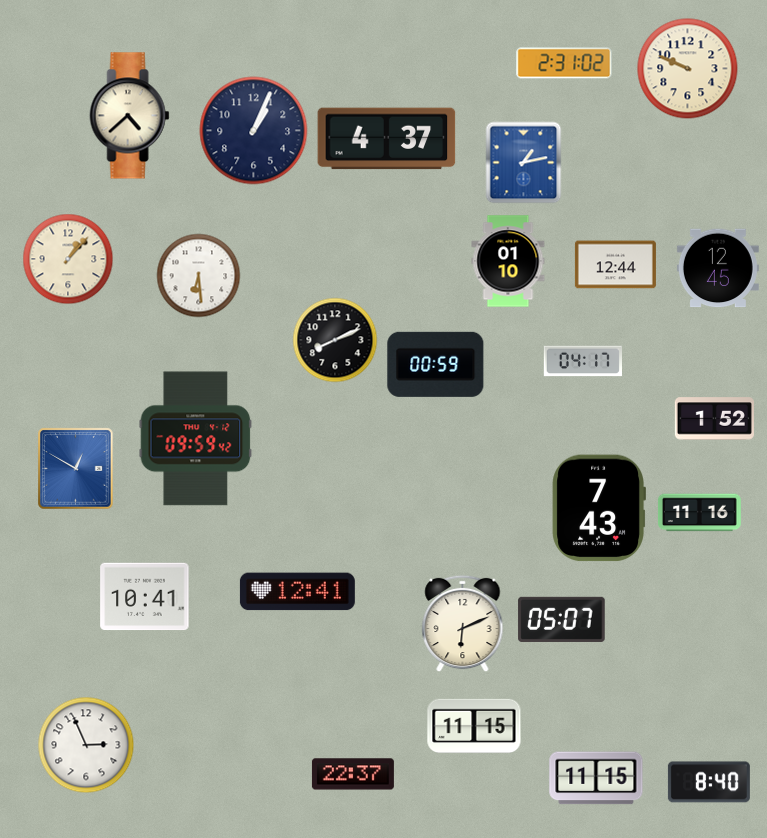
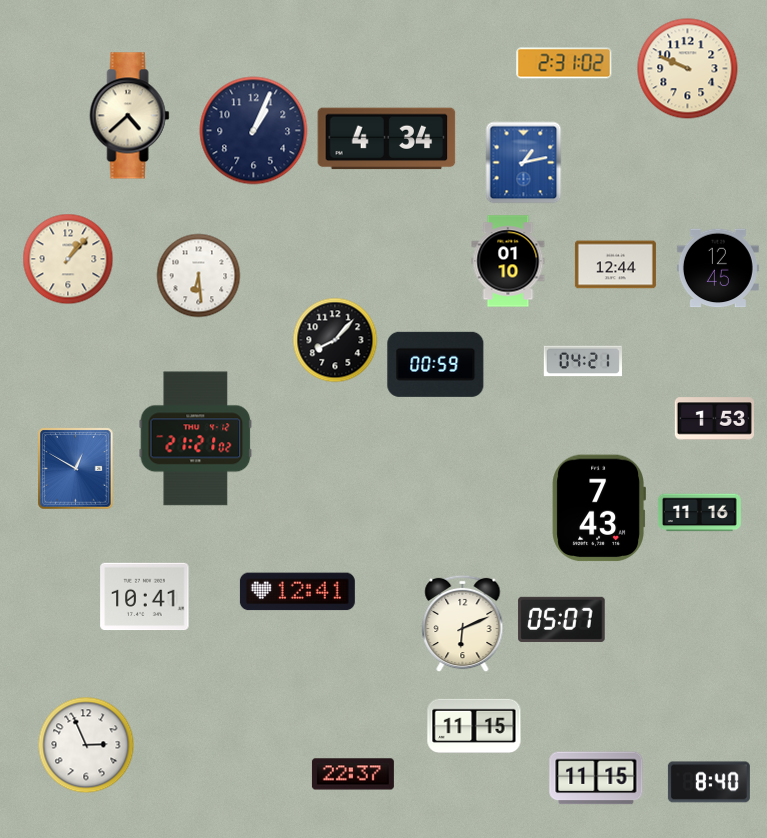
clock at (387, 139): 4:37 -> 4:34
clock at (335, 340): 8:11 -> 8:07
clock at (582, 361): 04:17 -> 04:21
clock at (714, 419): 1:52 -> 1:53
clock at (196, 439): 09:59 -> 21:21
